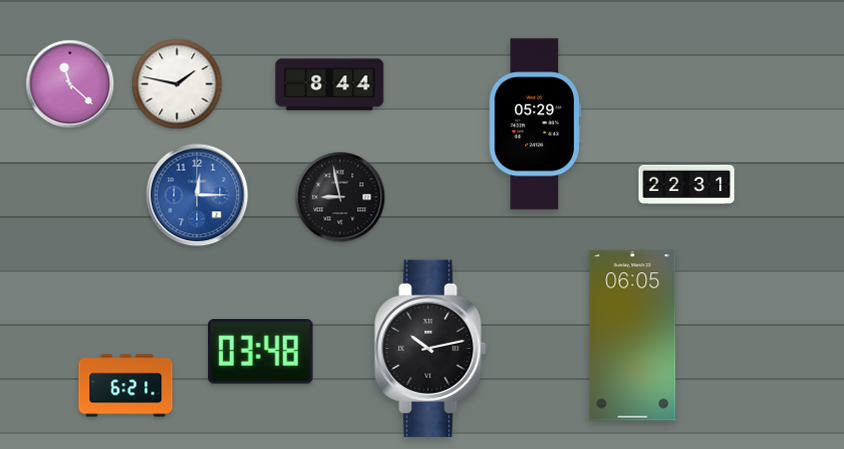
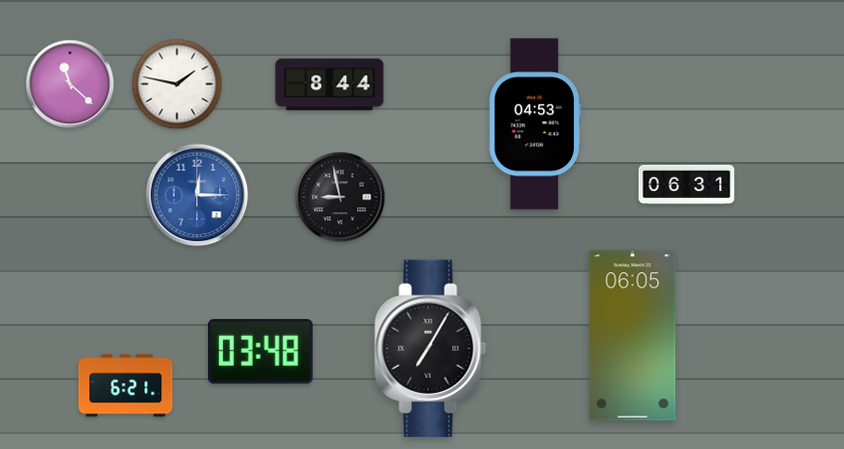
clock at (535, 124): 05:29 -> 04:53
clock at (687, 185): 22:31 -> 06:31
clock at (431, 348): 10:13 -> 7:05
